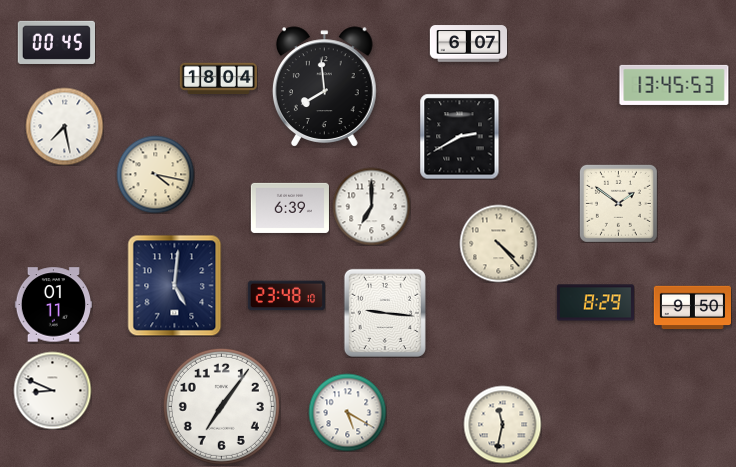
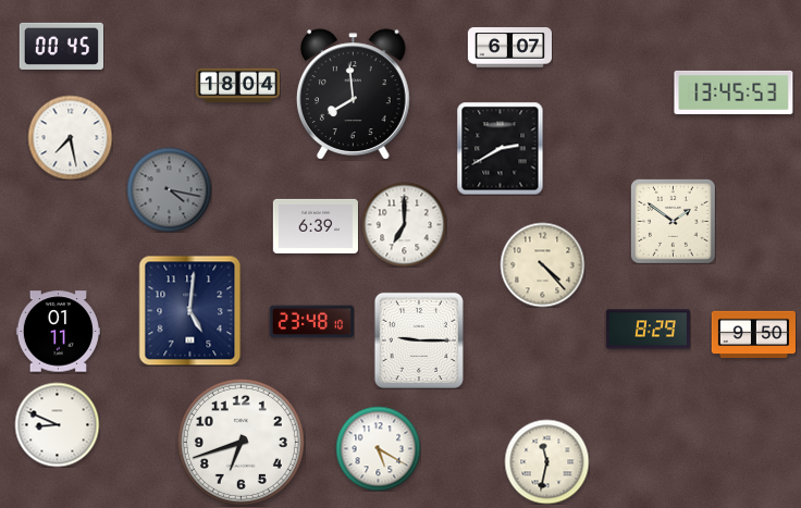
clock at (155, 174) dial: cream -> grey
clock at (385, 313): 9:16 -> 9:15
clock at (221, 406): 7:06 -> 6:42
